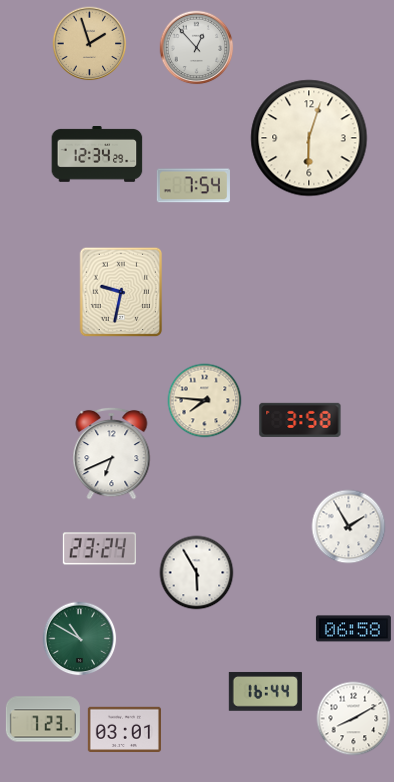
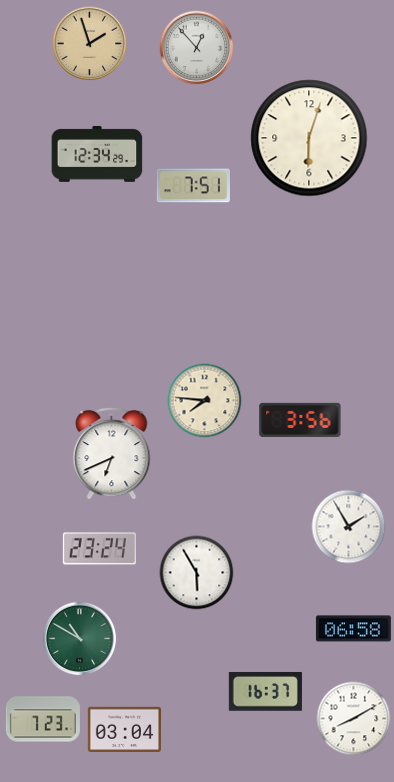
clock at (193, 186): 7:54 -> 7:51
clock at (121, 292): 9:32 -> none
clock at (300, 420): 3:58 -> 3:56
clock at (265, 692): 16:44 -> 16:37
clock at (124, 729): 03:01 -> 03:04
